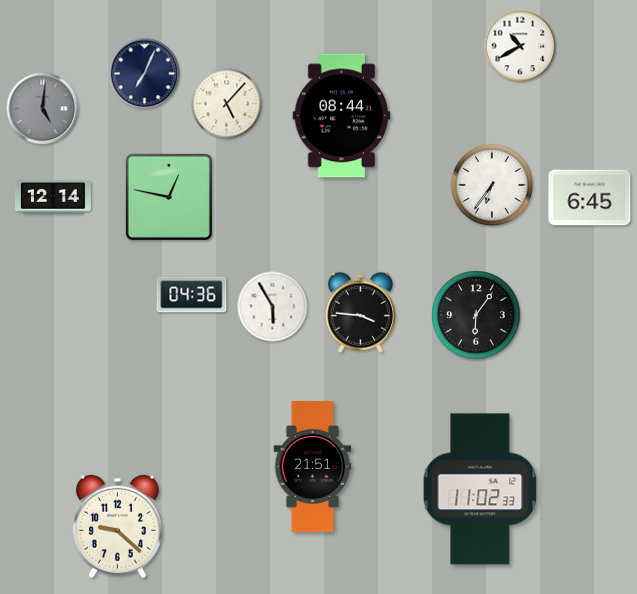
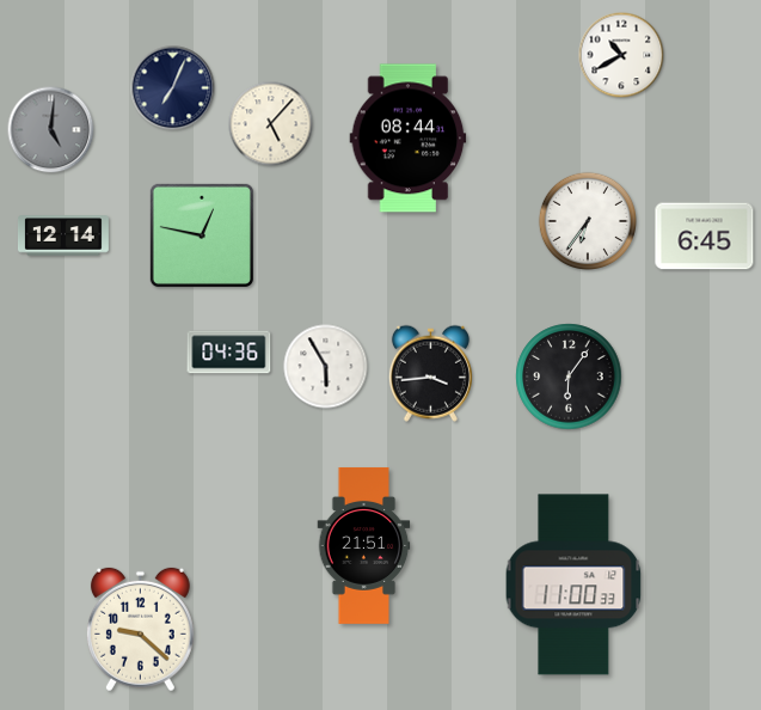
clock at (360, 312): 3:46 -> 3:44
clock at (313, 466) position: (313, 466) -> (364, 545)
clock at (480, 489): 11:02 -> 11:00
